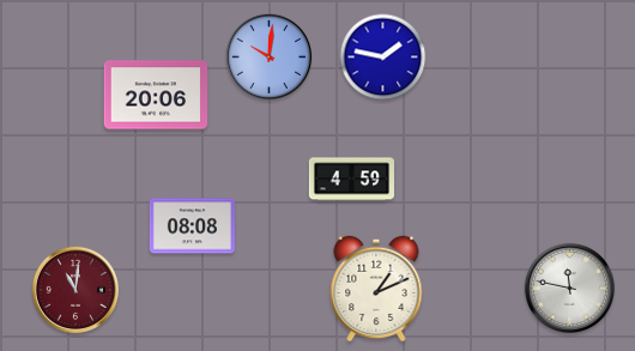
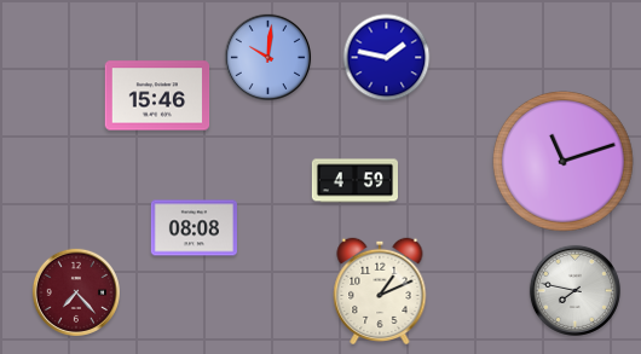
clock at (268, 56) position: (268, 56) -> (267, 57)
clock at (156, 95): 20:06 -> 15:46
clock at (564, 162): none -> 11:12
clock at (569, 288): 11:47 -> 7:47
clock at (75, 290): 11:01 -> 7:23
